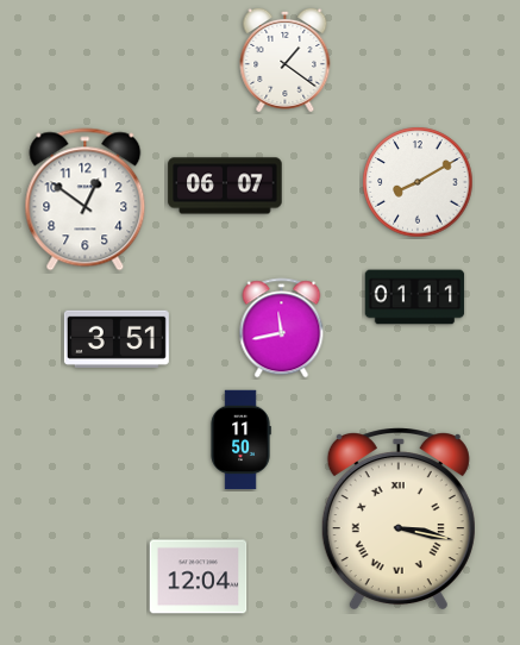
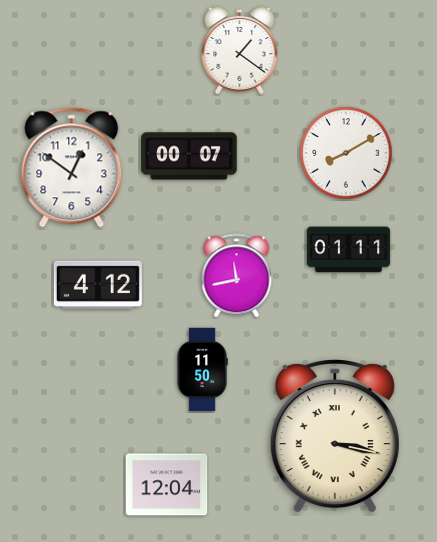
clock at (418, 182) position: (418, 182) -> (346, 153)
clock at (225, 186): 06:07 -> 00:07
clock at (117, 339): 3:51 -> 4:12
